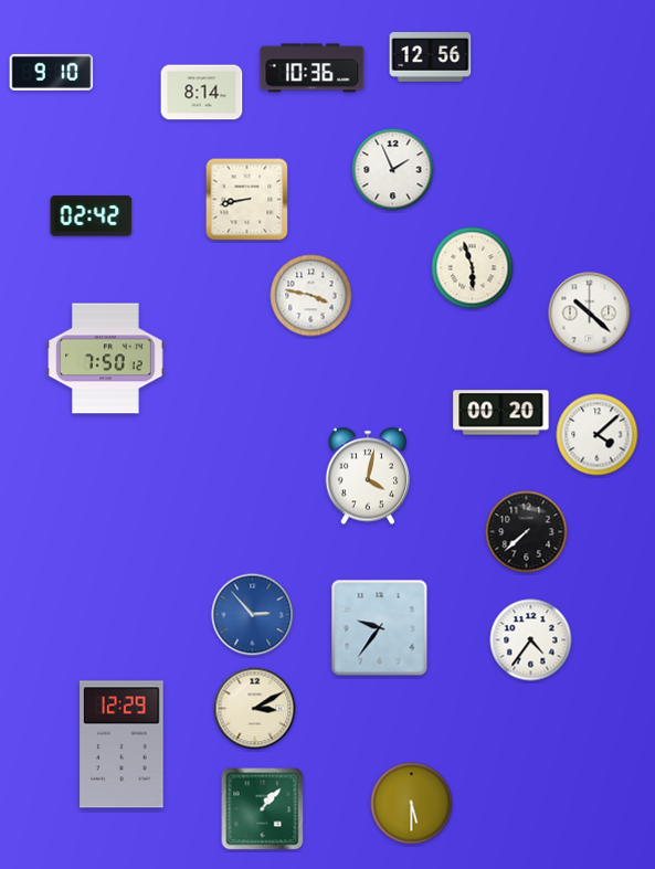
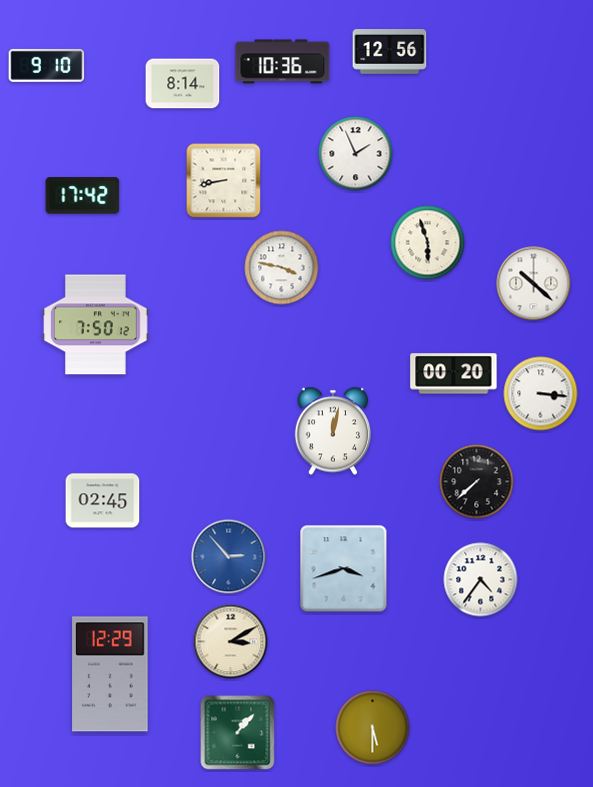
clock at (92, 216): 02:42 -> 17:42
clock at (598, 435): 4:08 -> 3:16
clock at (368, 476): 4:02 -> 12:02
clock at (103, 501): none -> 02:45
clock at (380, 628): 9:36 -> 3:42
